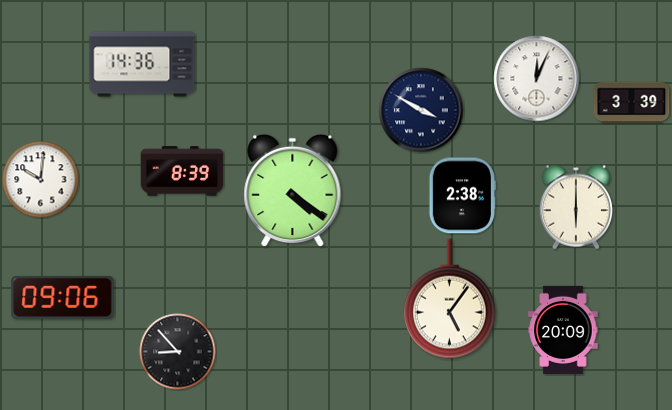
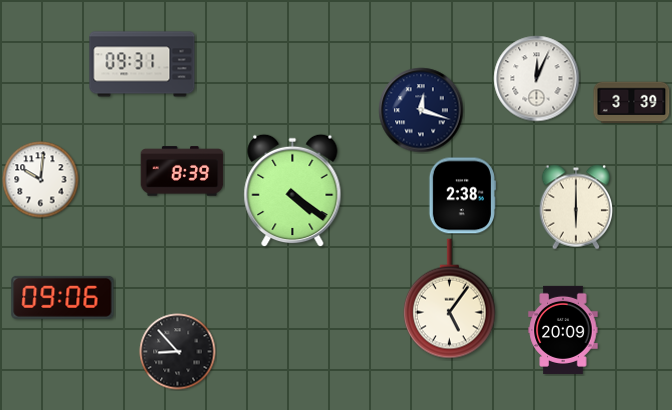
clock at (142, 64): 14:36 -> 09:31
clock at (421, 110): 3:50 -> 12:18
